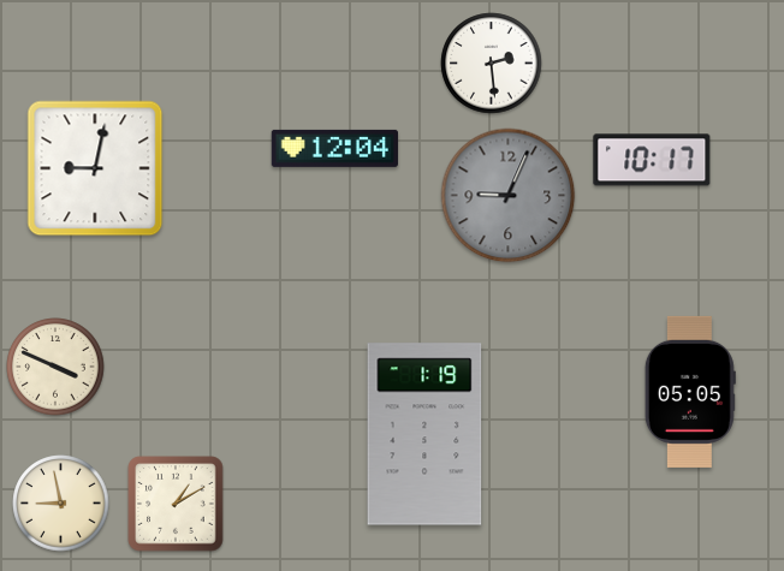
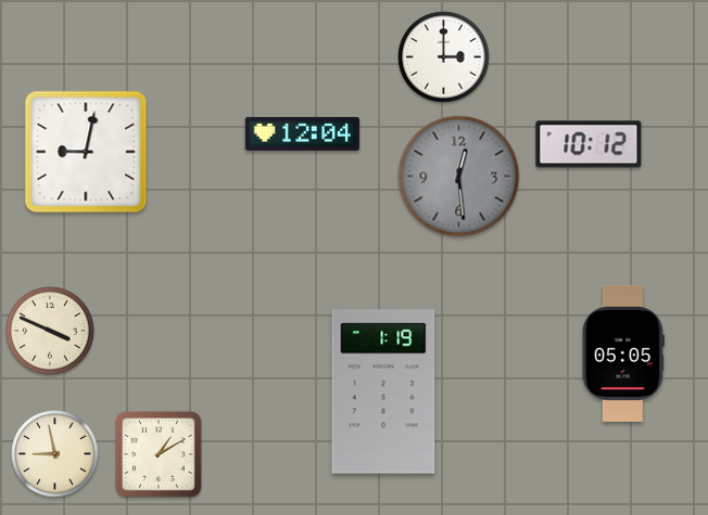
clock at (492, 64): 2:29 -> 3:00
clock at (652, 160): 10:17 -> 10:12
clock at (509, 196): 9:04 -> 12:29
